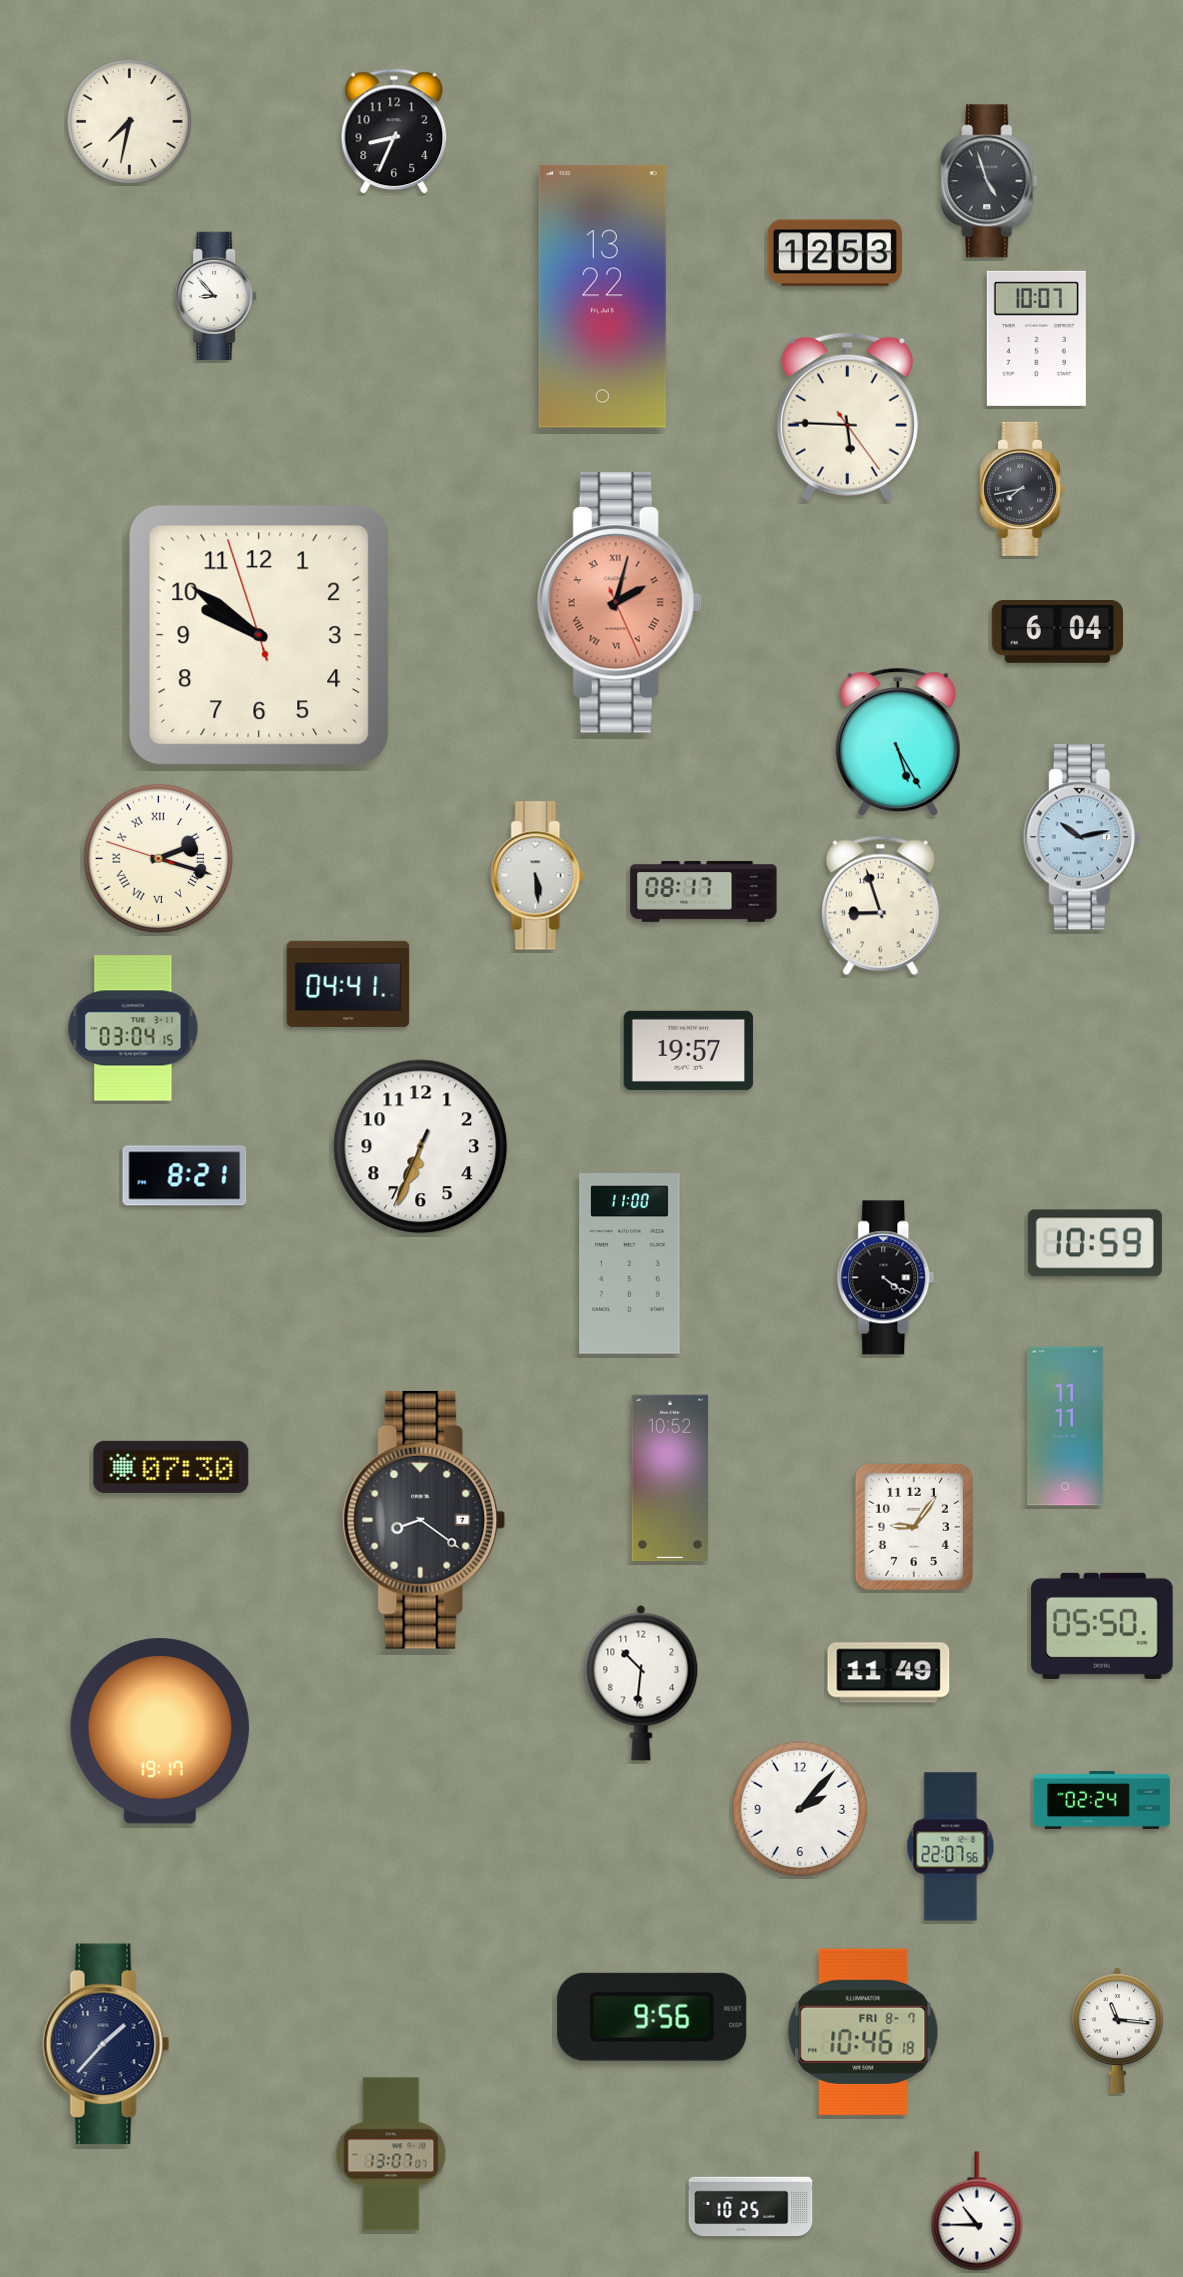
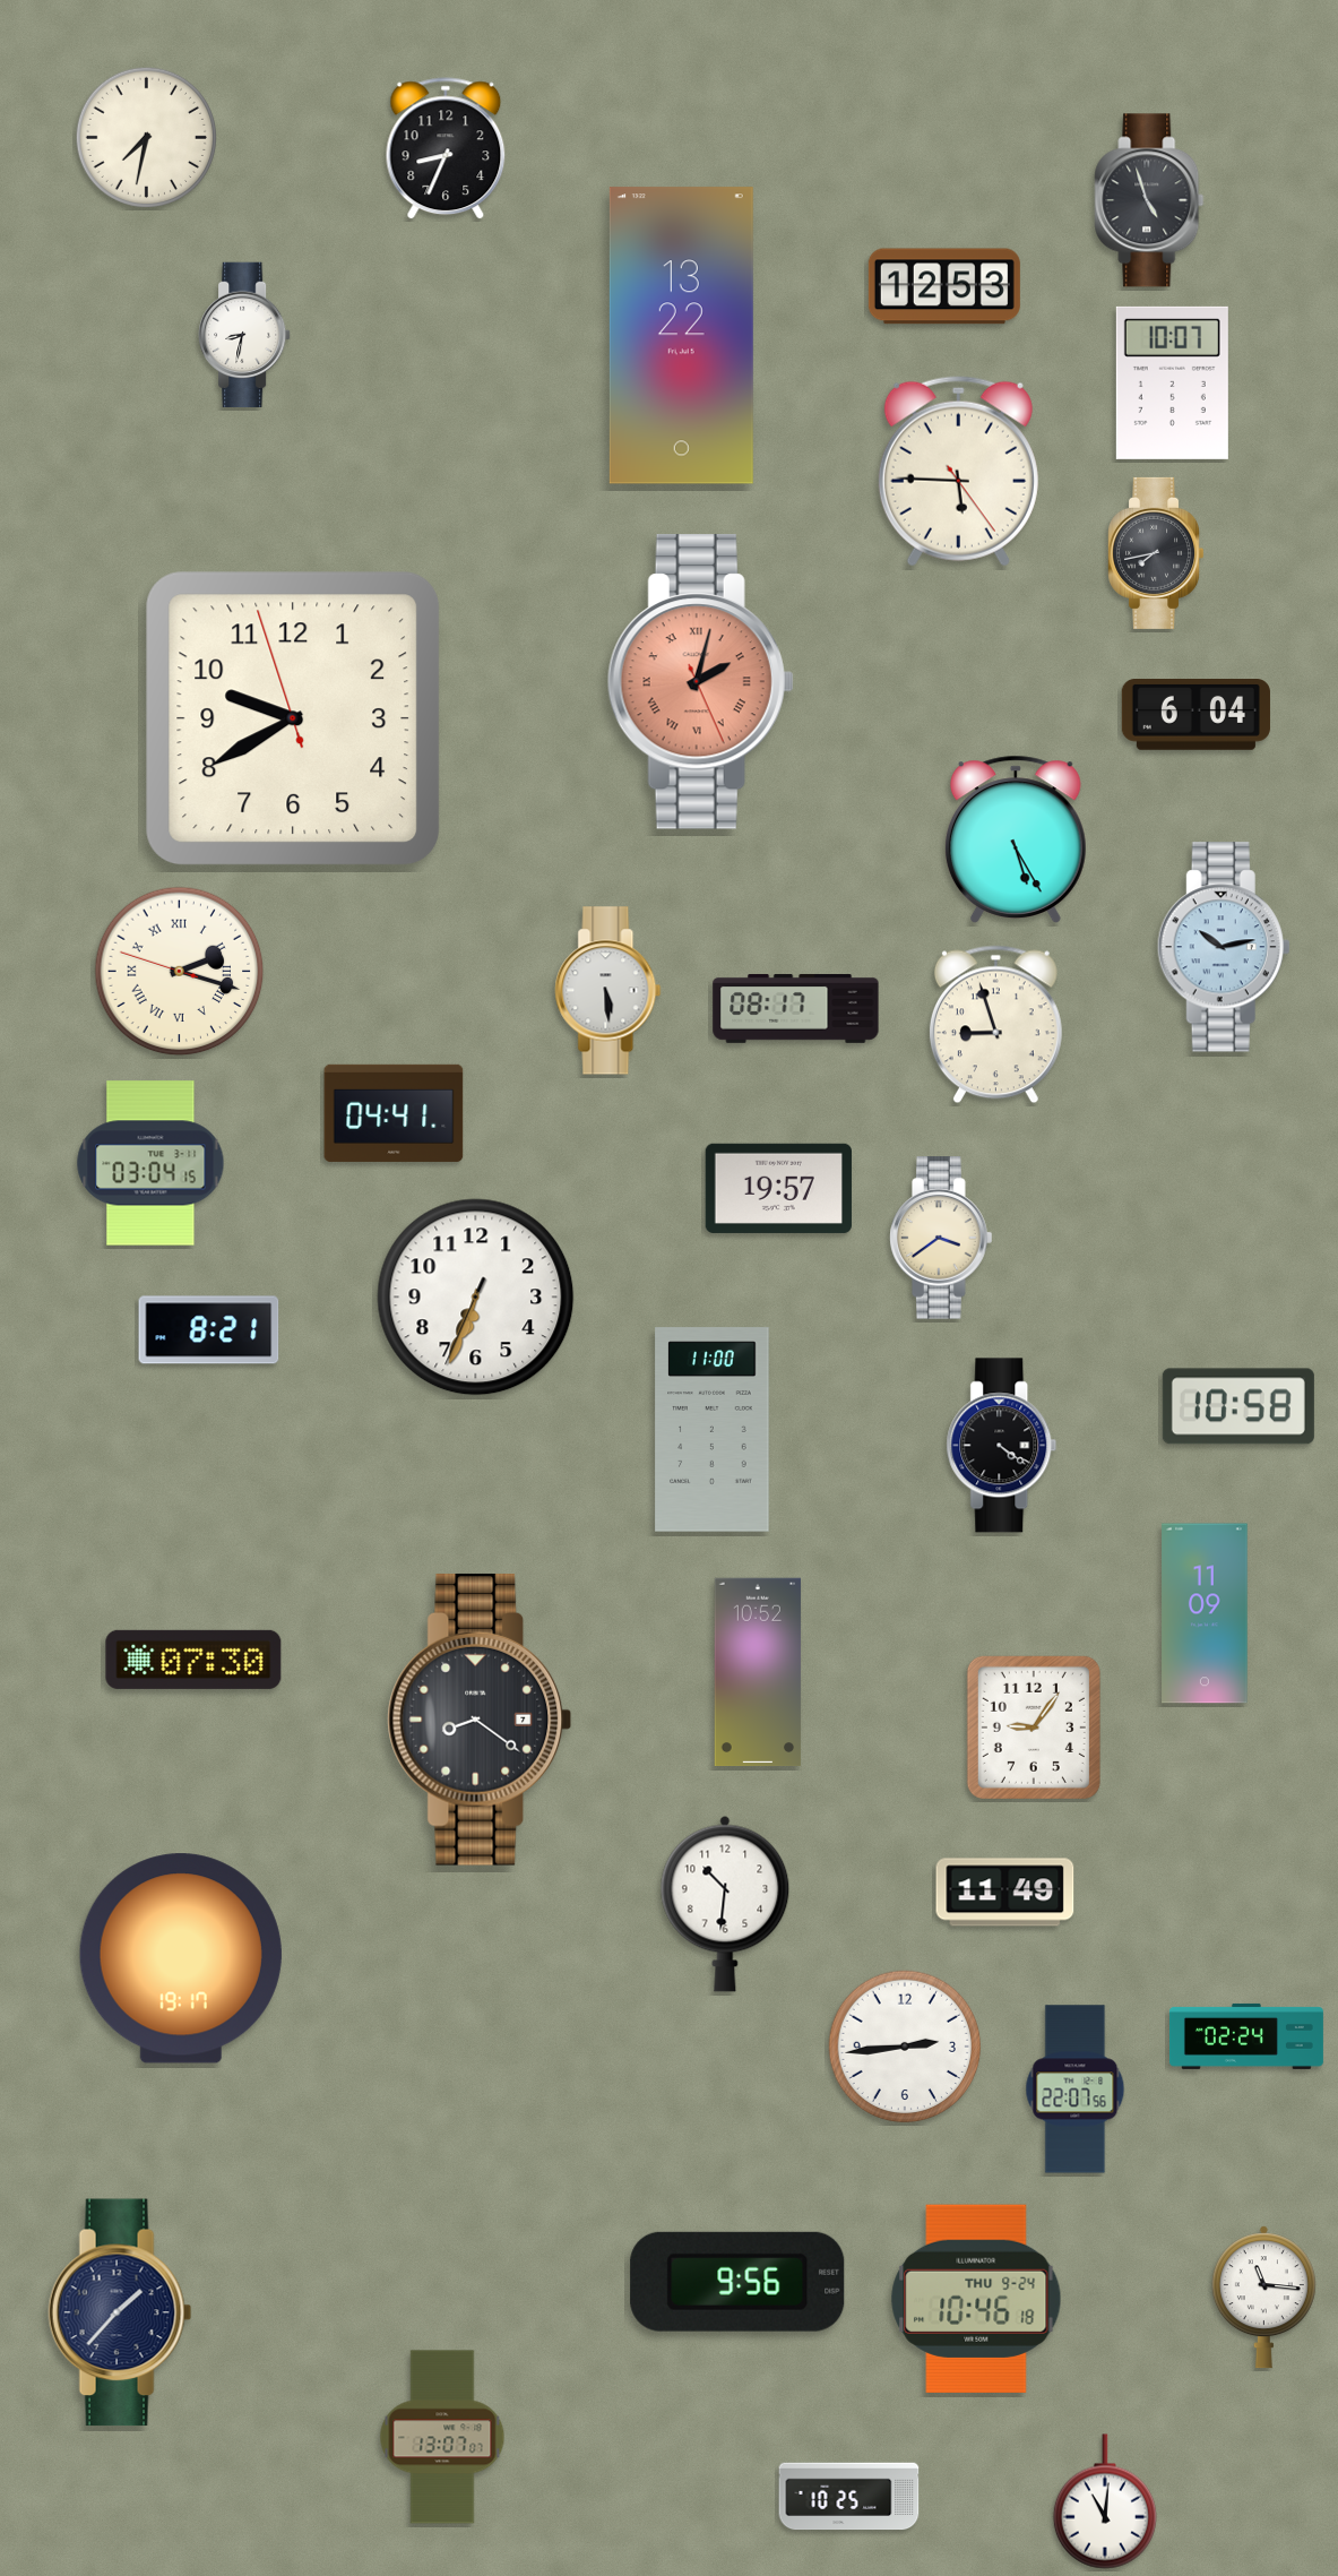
clock at (989, 181) position: (989, 181) -> (1149, 200)
clock at (216, 296): 8:53 -> 8:32
clock at (259, 635): 9:50 -> 9:39
clock at (941, 1238): none -> 3:39
clock at (1095, 1243): 10:59 -> 10:58
clock at (1065, 1426): 11:11 -> 11:09
clock at (1102, 1626): 05:50 -> none
clock at (800, 1809): 2:07 -> 2:44
clock at (863, 2032) date: FRI 8-7 -> THU 9-24
clock at (977, 2211): 10:45 -> 11:01
